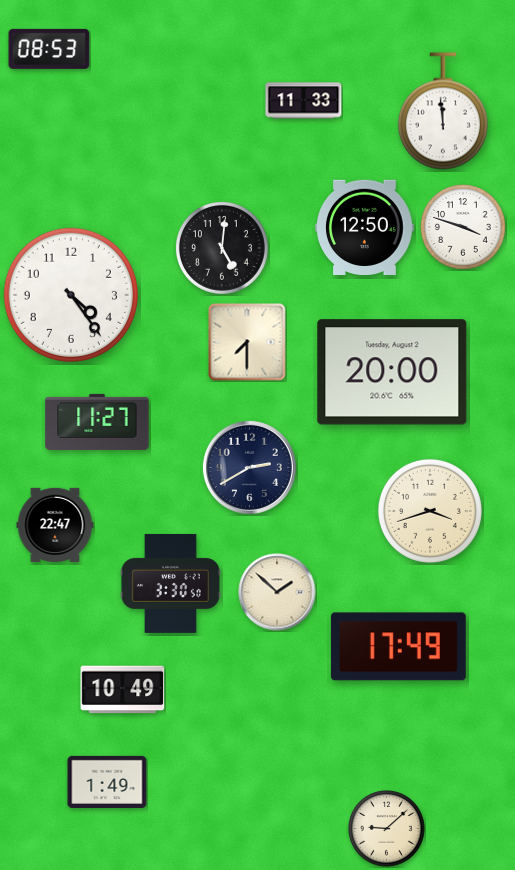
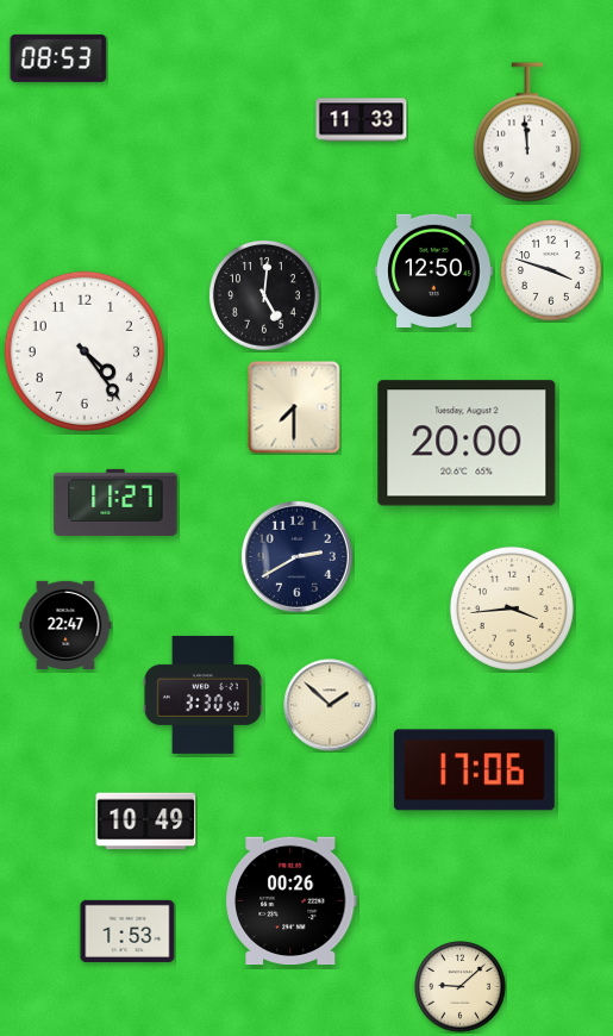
clock at (430, 511): 3:42 -> 3:44
clock at (398, 647): 17:49 -> 17:06
clock at (292, 901): none -> 00:26
clock at (107, 782): 1:49 -> 1:53
